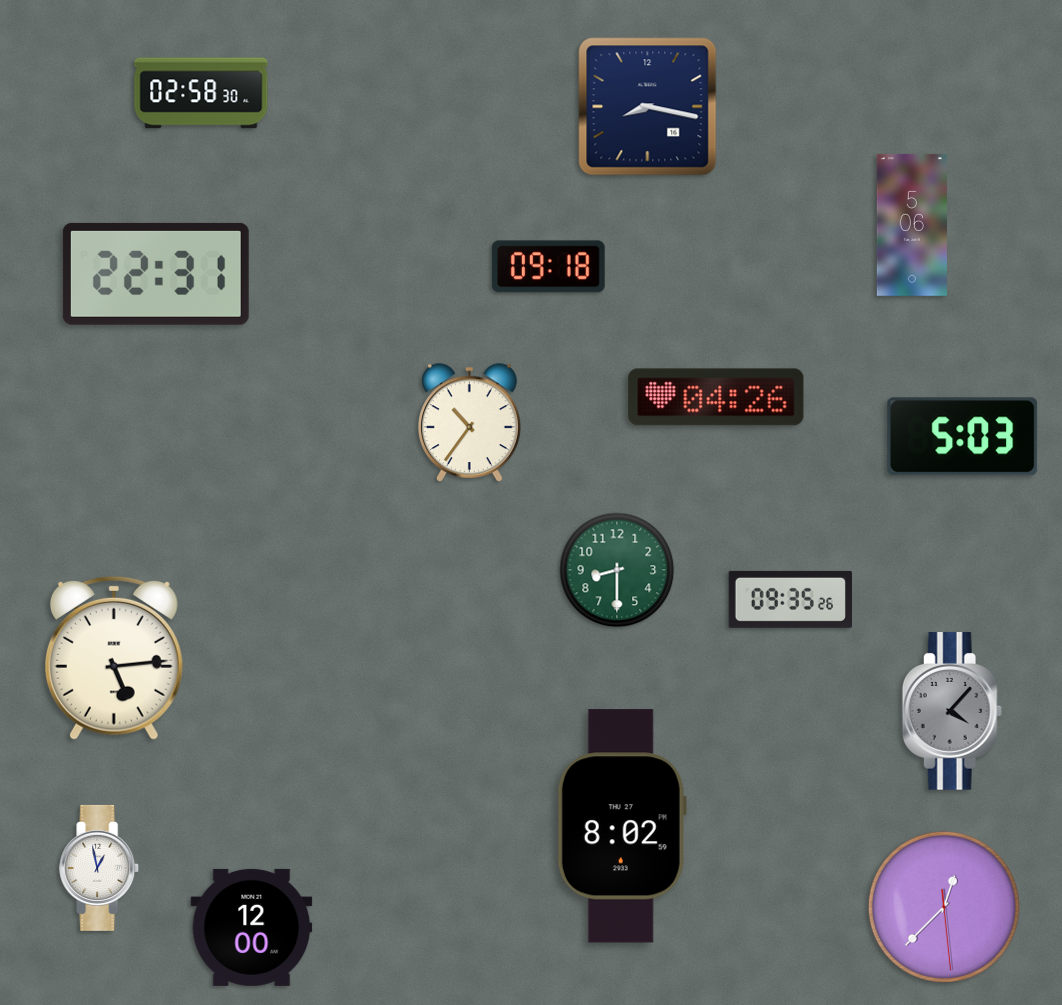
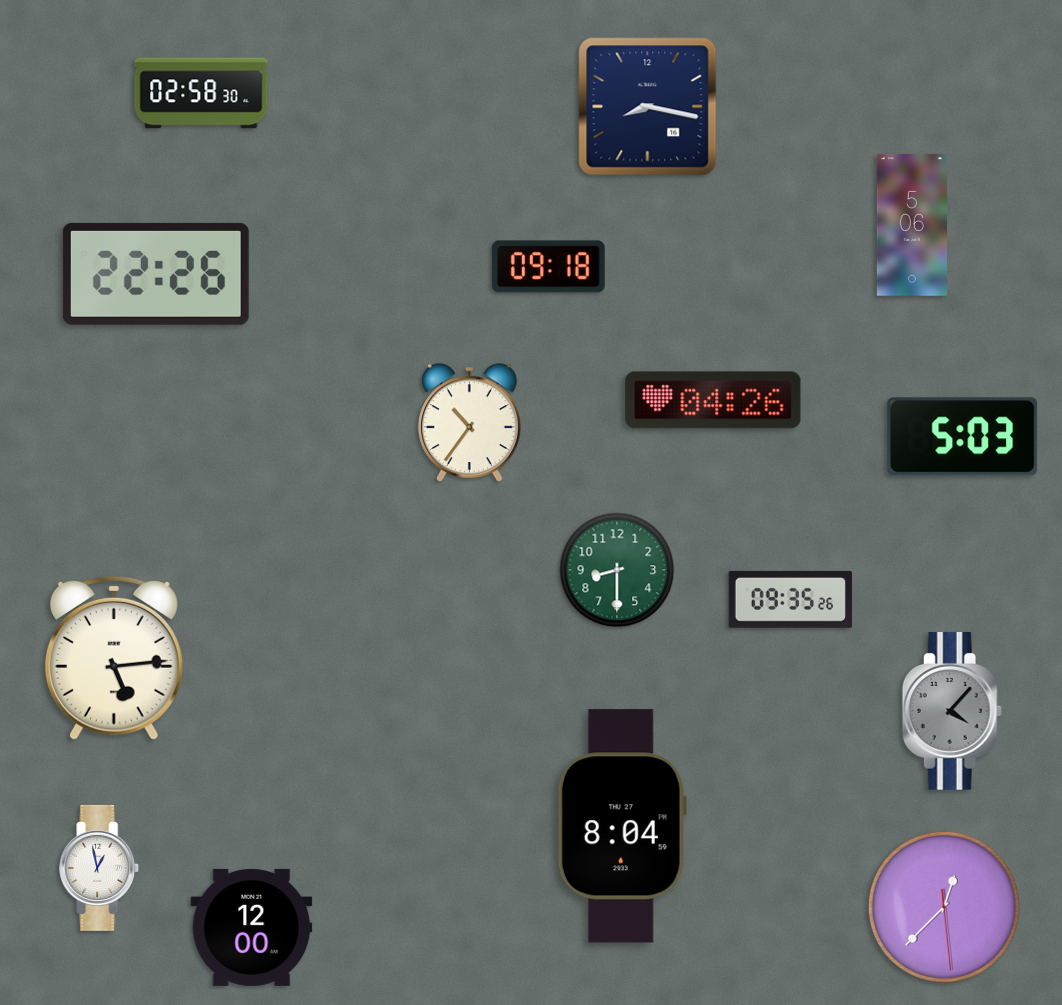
clock at (156, 274): 22:31 -> 22:26
clock at (716, 397) position: (716, 397) -> (713, 400)
clock at (622, 826): 8:02 -> 8:04
